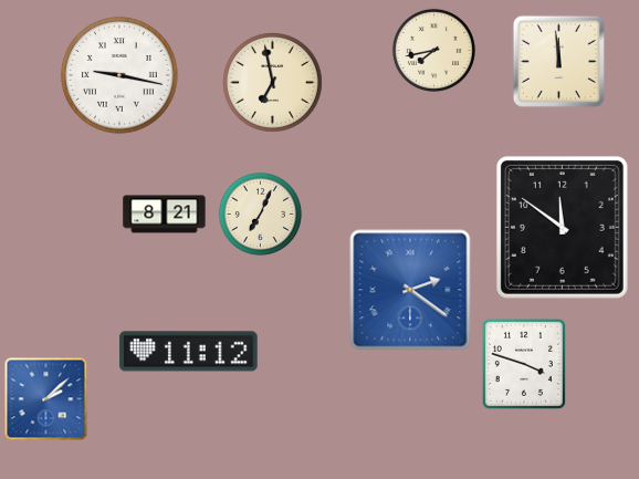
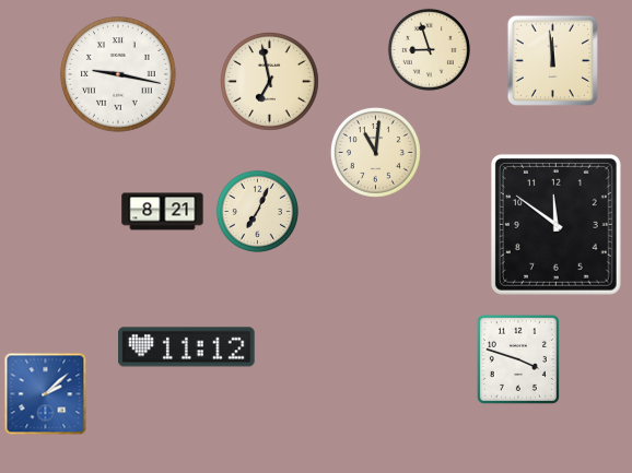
clock at (433, 50): 7:43 -> 8:57
clock at (375, 152): none -> 11:01
clock at (410, 290): 2:21 -> none
